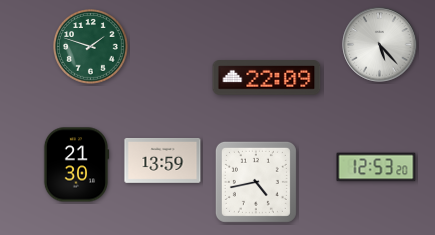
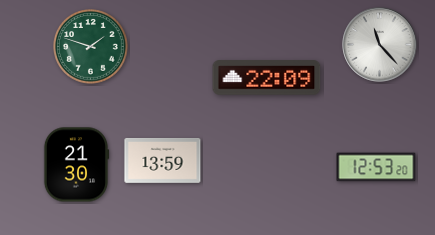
clock at (380, 45): 5:23 -> 11:23
clock at (256, 182): 4:43 -> none
